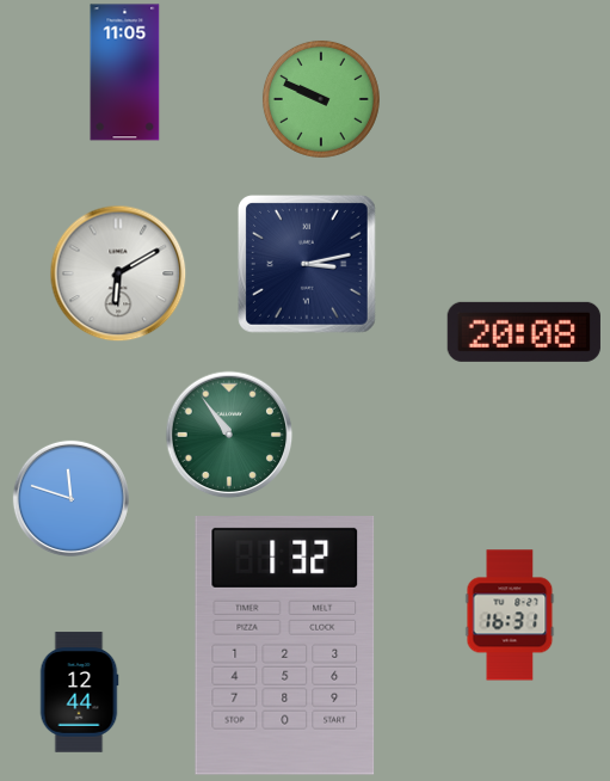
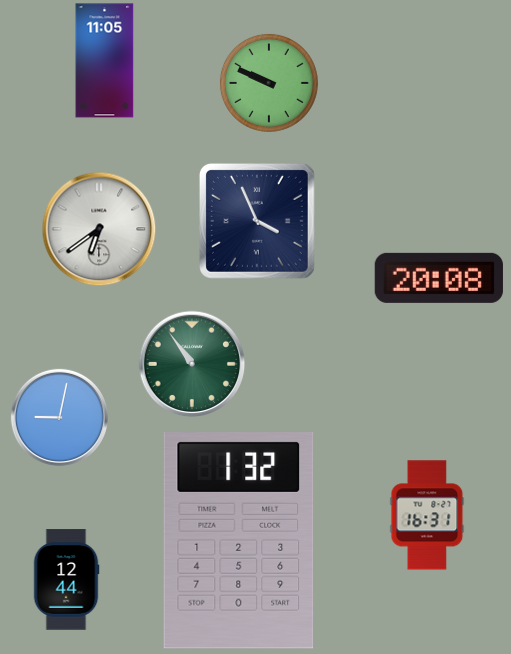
clock at (307, 264): 3:13 -> 3:56
clock at (118, 273): 6:10 -> 6:39
clock at (70, 498): 11:48 -> 9:02
